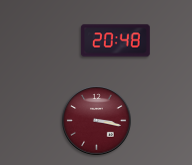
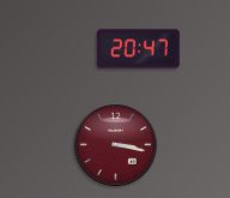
clock at (115, 41): 20:48 -> 20:47
